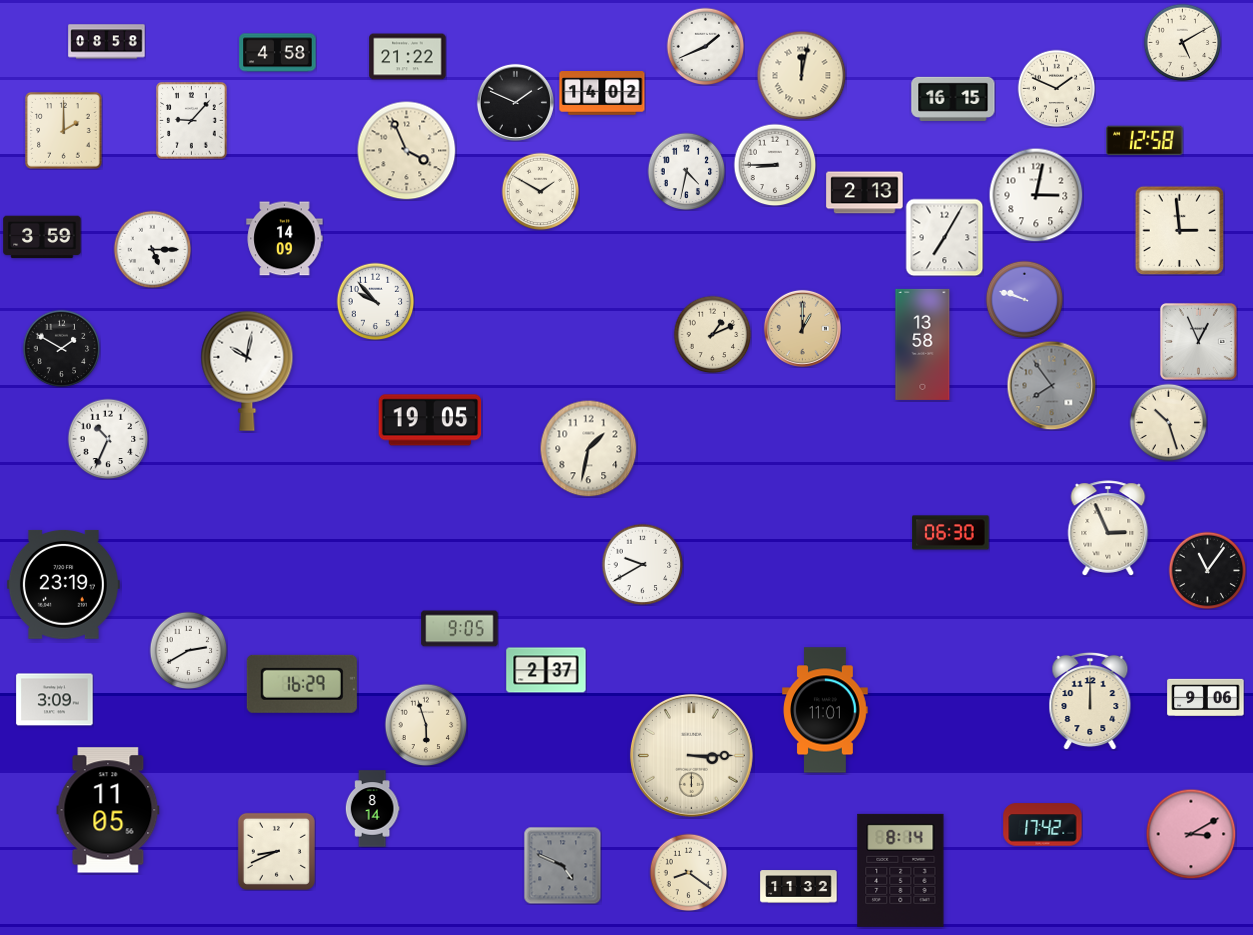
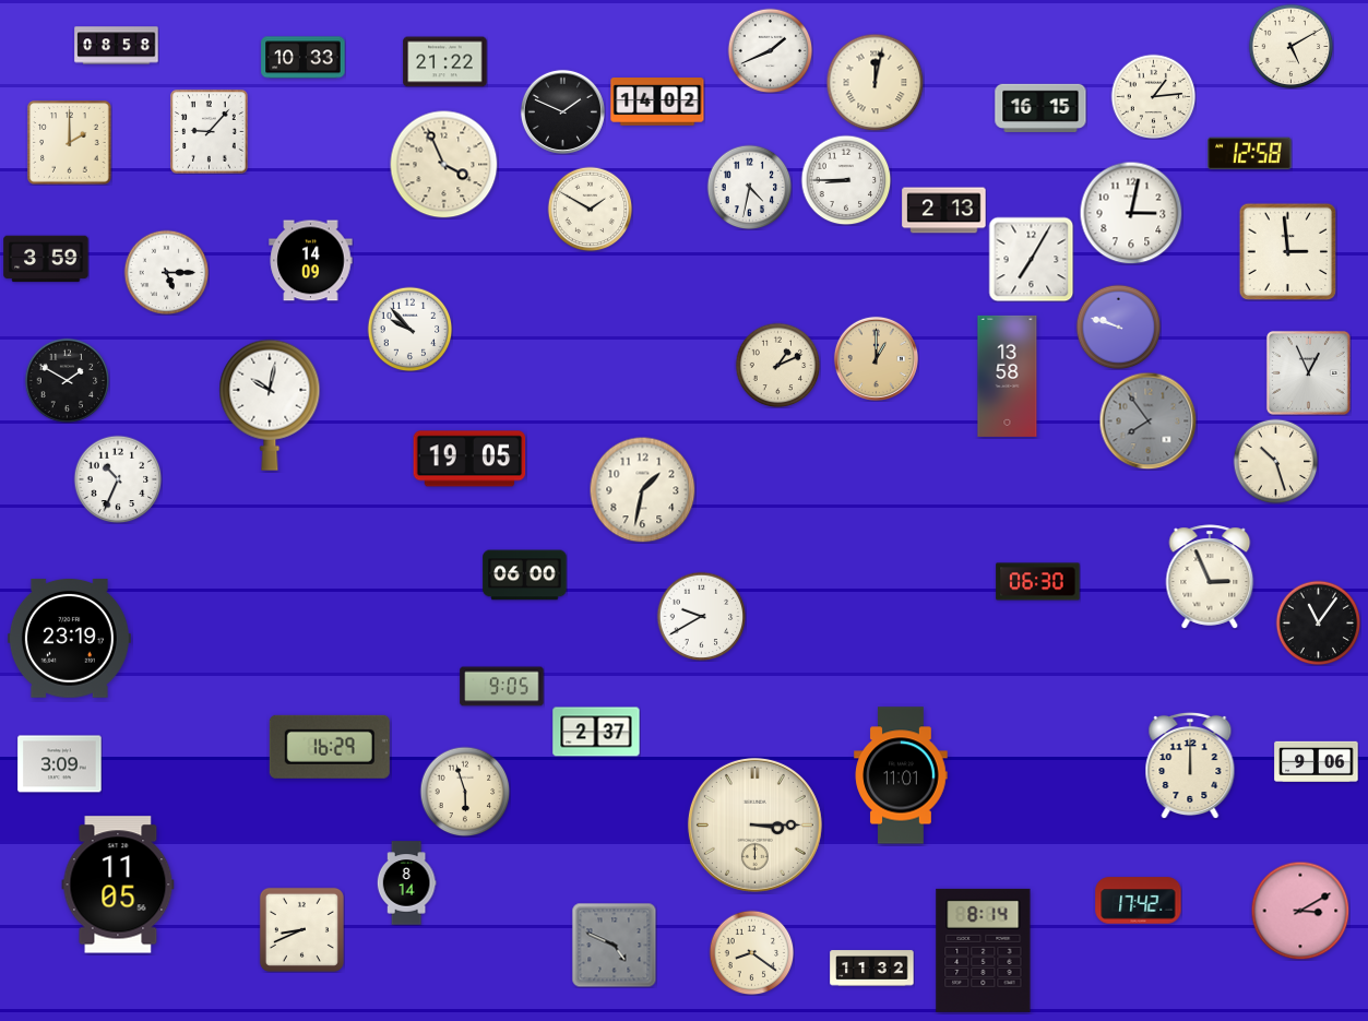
clock at (278, 53): 4:58 -> 10:33
clock at (1056, 88): 1:49 -> 1:14
clock at (525, 575): none -> 06:00
clock at (188, 650): 2:40 -> none
